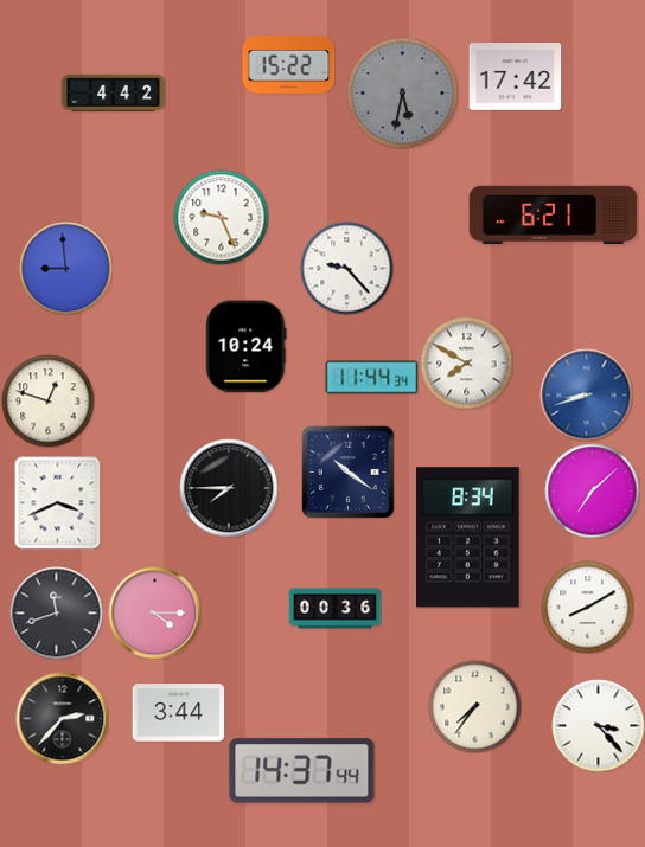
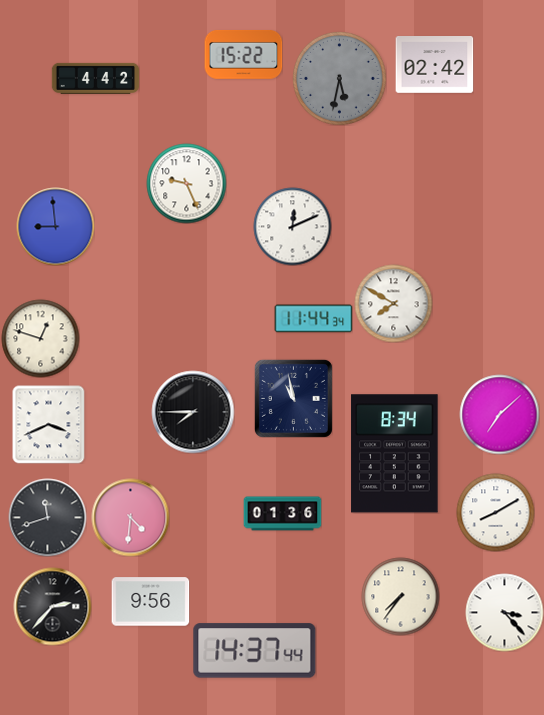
clock at (515, 77): 17:42 -> 02:42
clock at (554, 216): 6:21 -> none
clock at (346, 268): 9:23 -> 12:11
clock at (247, 346): 10:24 -> none
clock at (466, 362) position: (466, 362) -> (393, 303)
clock at (586, 394): 8:42 -> none
clock at (347, 471): 10:21 -> 10:58
clock at (334, 609): 00:36 -> 01:36
clock at (154, 612): 4:15 -> 4:31
clock at (178, 713): 3:44 -> 9:56
